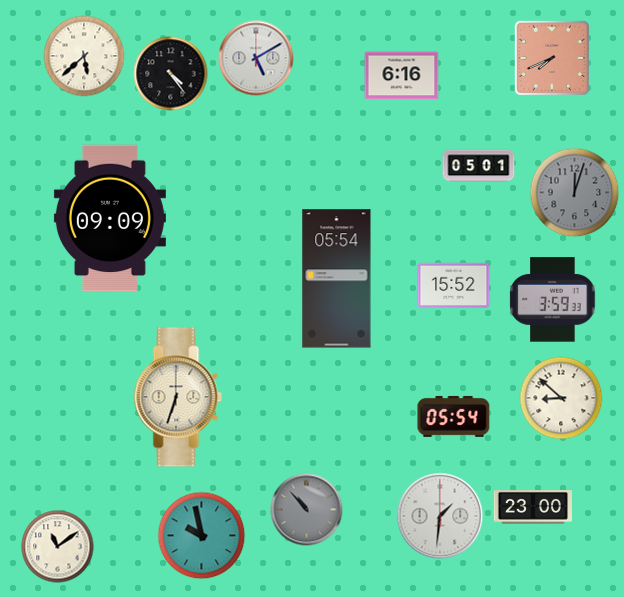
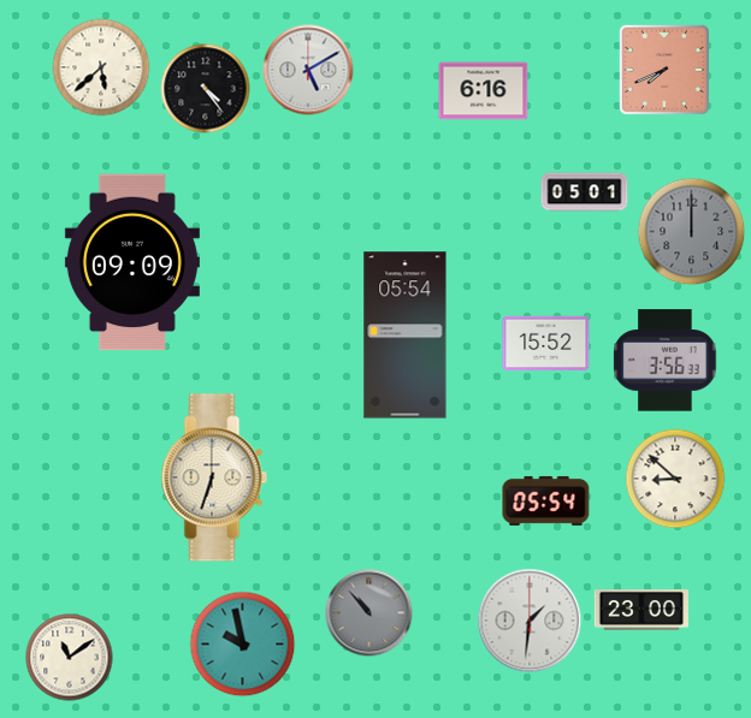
clock at (479, 166) position: (479, 166) -> (585, 192)
clock at (575, 193): 12:03 -> 12:00
clock at (553, 300): 3:59 -> 3:56
